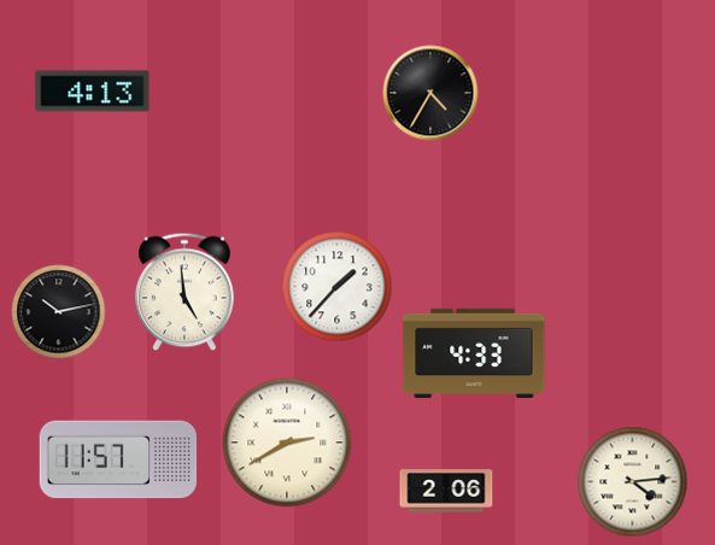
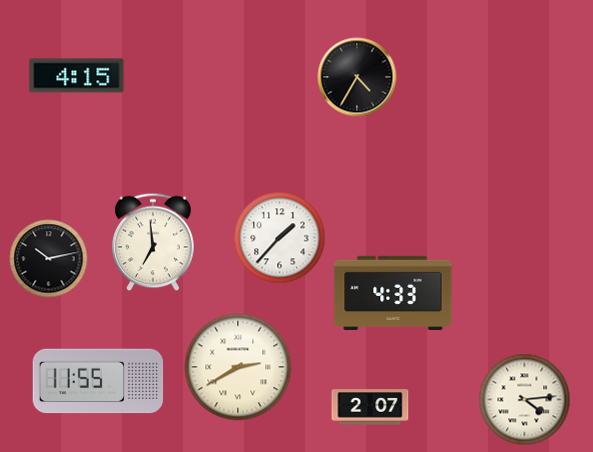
clock at (93, 92): 4:13 -> 4:15
clock at (186, 292): 4:59 -> 6:59
clock at (118, 459): 11:57 -> 11:55
clock at (446, 491): 2:06 -> 2:07
